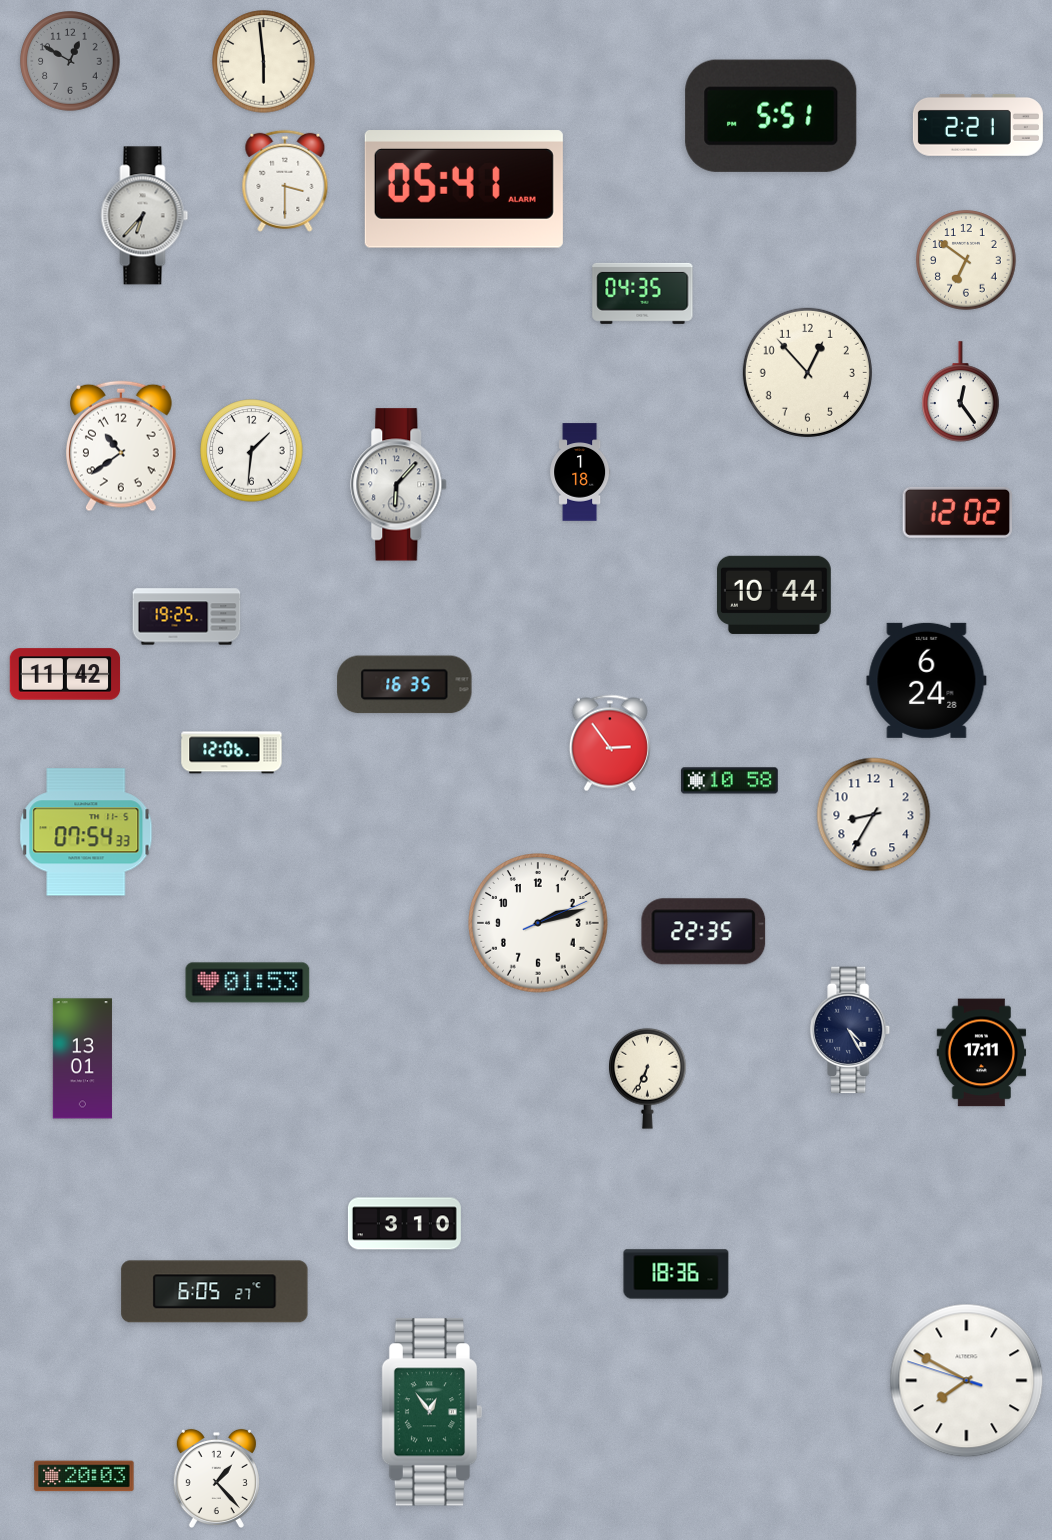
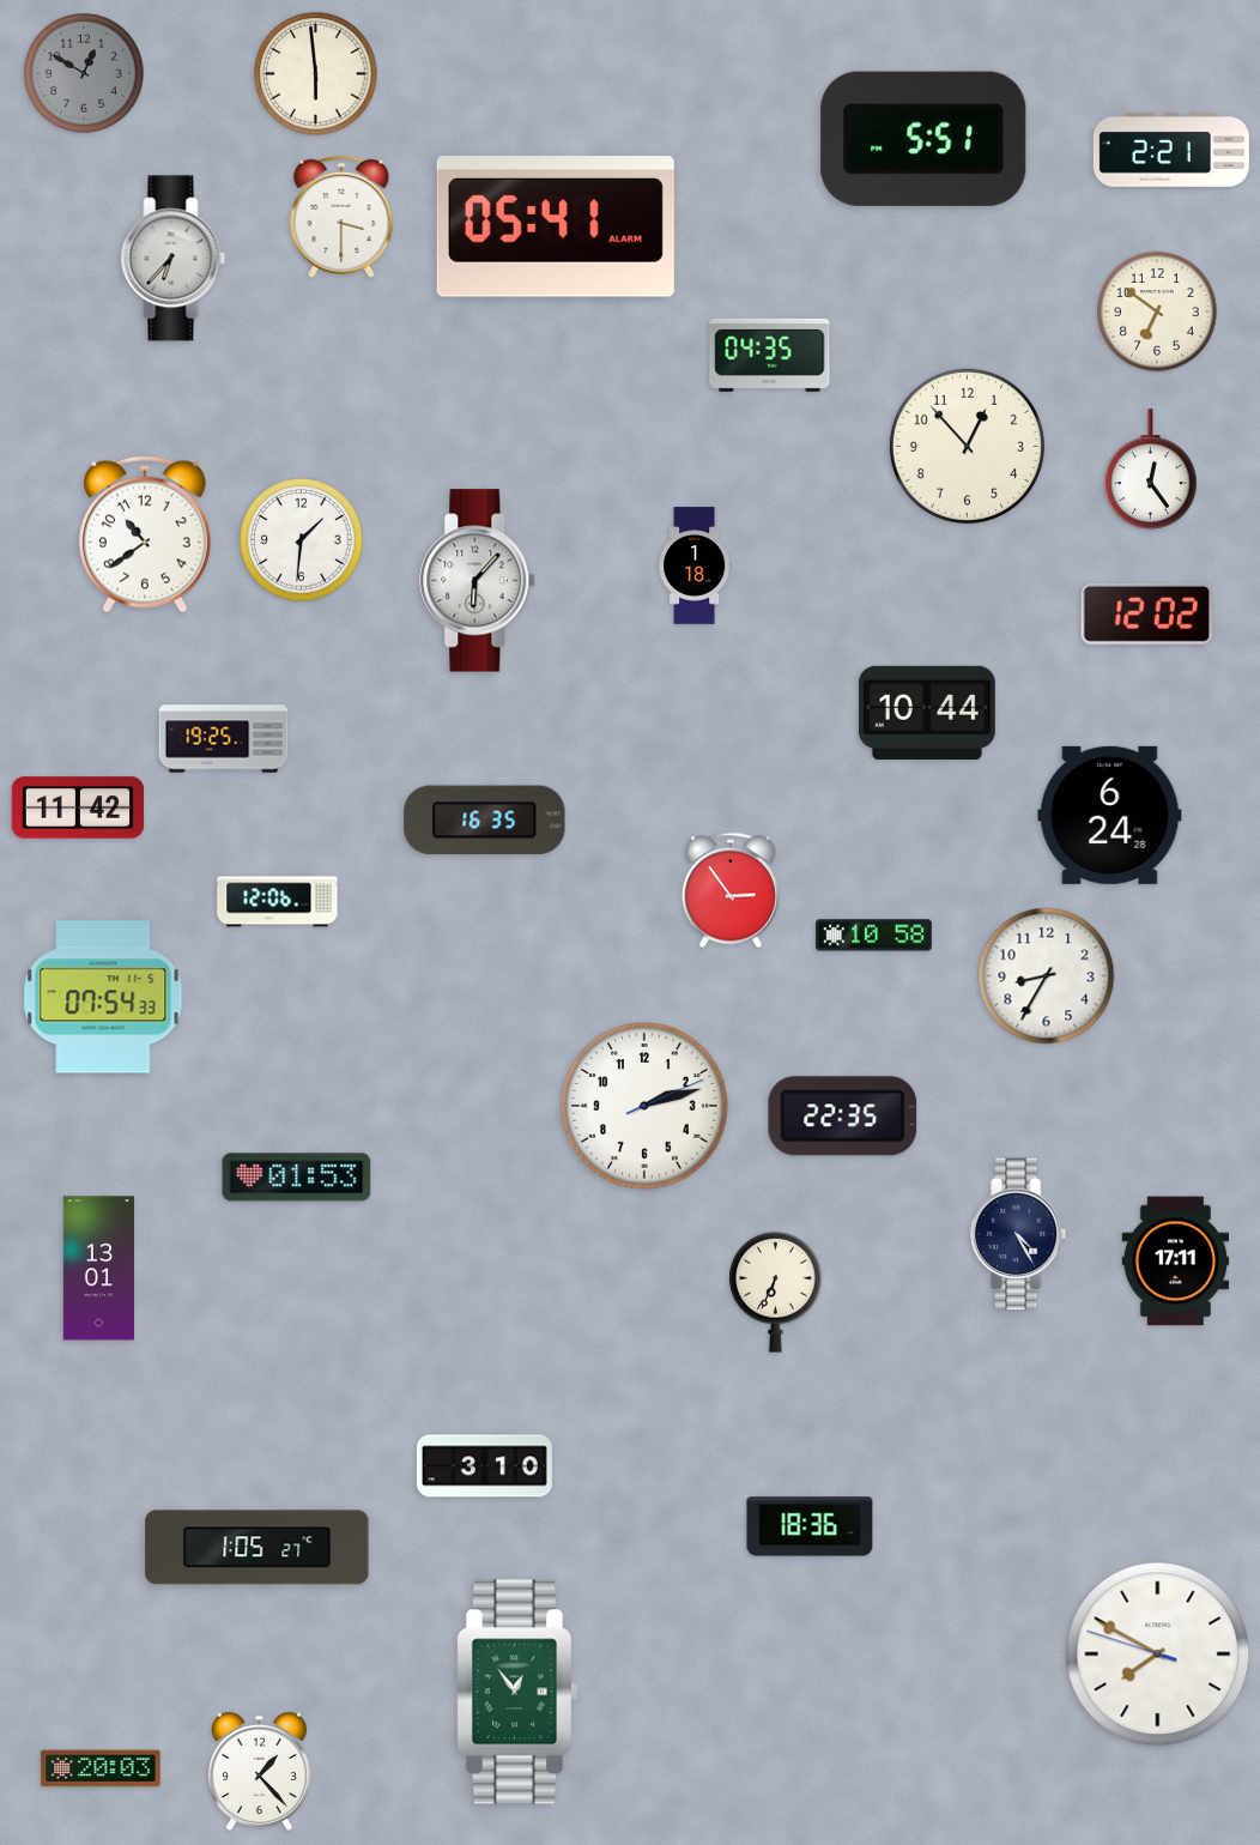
clock at (643, 293) position: (643, 293) -> (770, 355)
clock at (215, 1292): 6:05 -> 1:05
